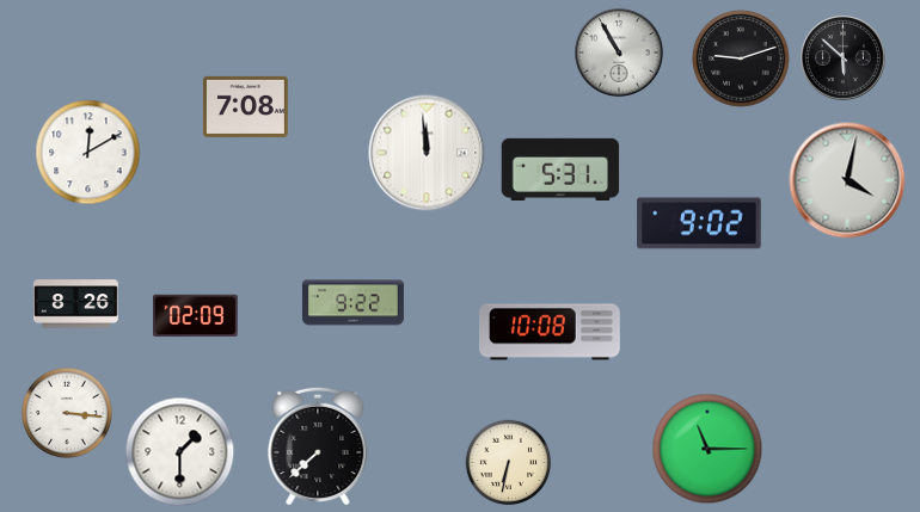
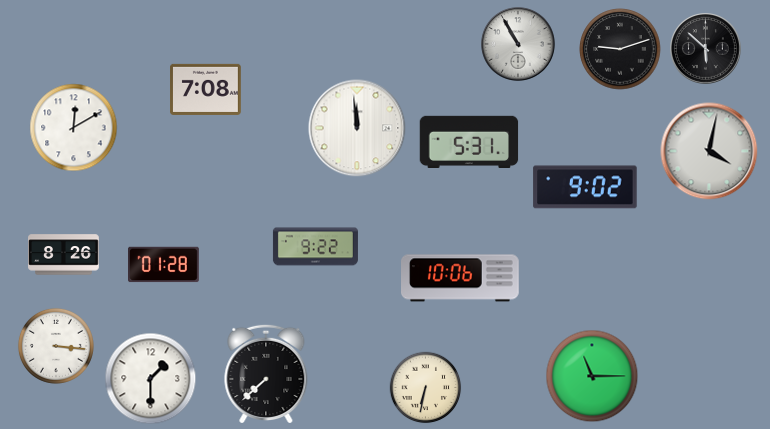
clock at (352, 303) position: (352, 303) -> (315, 247)
clock at (196, 316): 02:09 -> 01:28
clock at (551, 332): 10:08 -> 10:06
